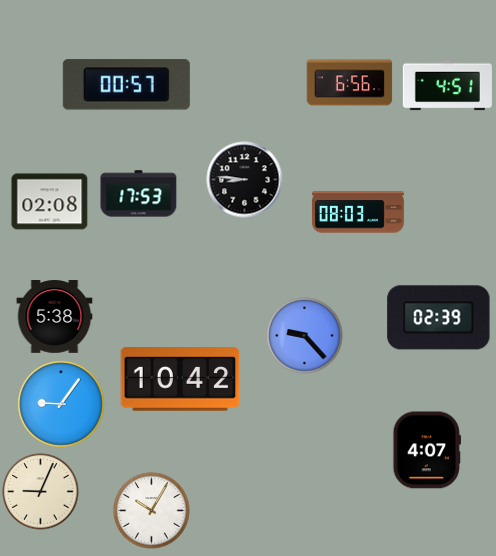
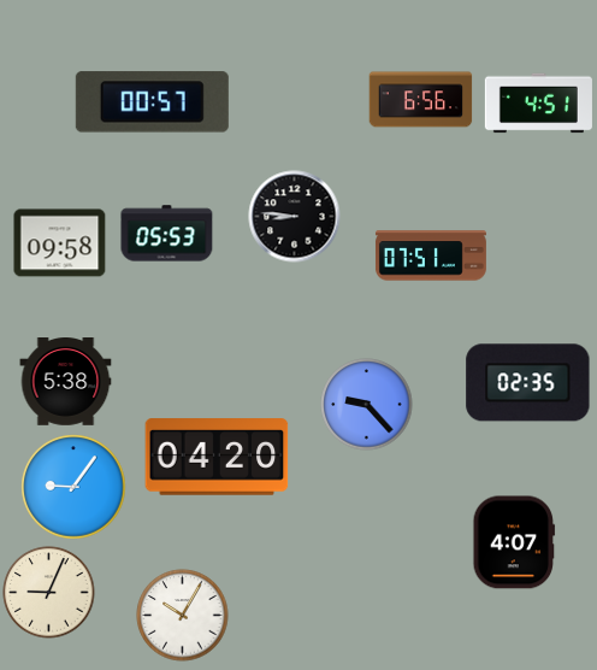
clock at (139, 194): 17:53 -> 05:53
clock at (50, 202): 02:08 -> 09:58
clock at (358, 212): 08:03 -> 07:51
clock at (439, 318): 02:39 -> 02:35
clock at (180, 379): 10:42 -> 04:20
